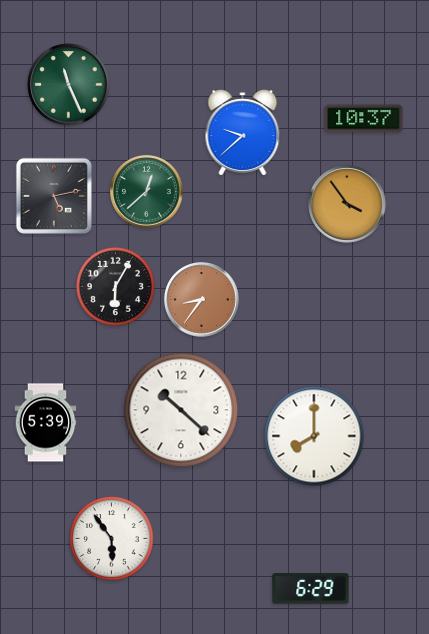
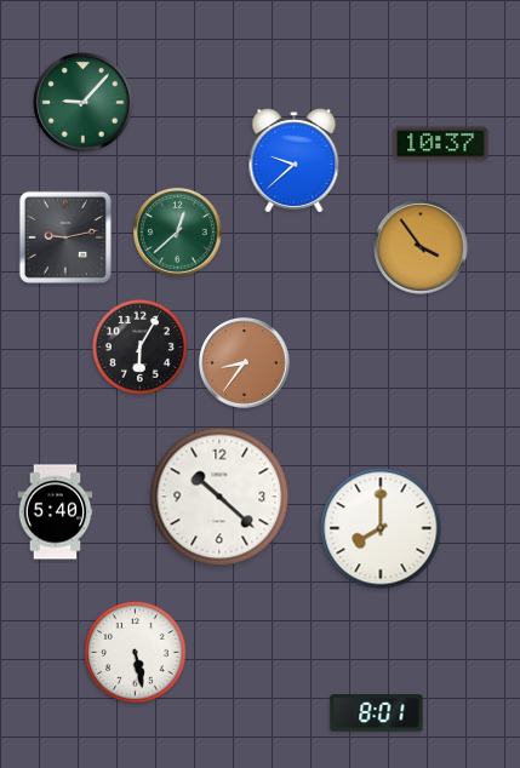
clock at (69, 85): 11:26 -> 9:07
clock at (54, 196): 5:13 -> 9:13
clock at (46, 423): 5:39 -> 5:40
clock at (112, 539): 5:54 -> 5:28
clock at (311, 589): 6:29 -> 8:01
